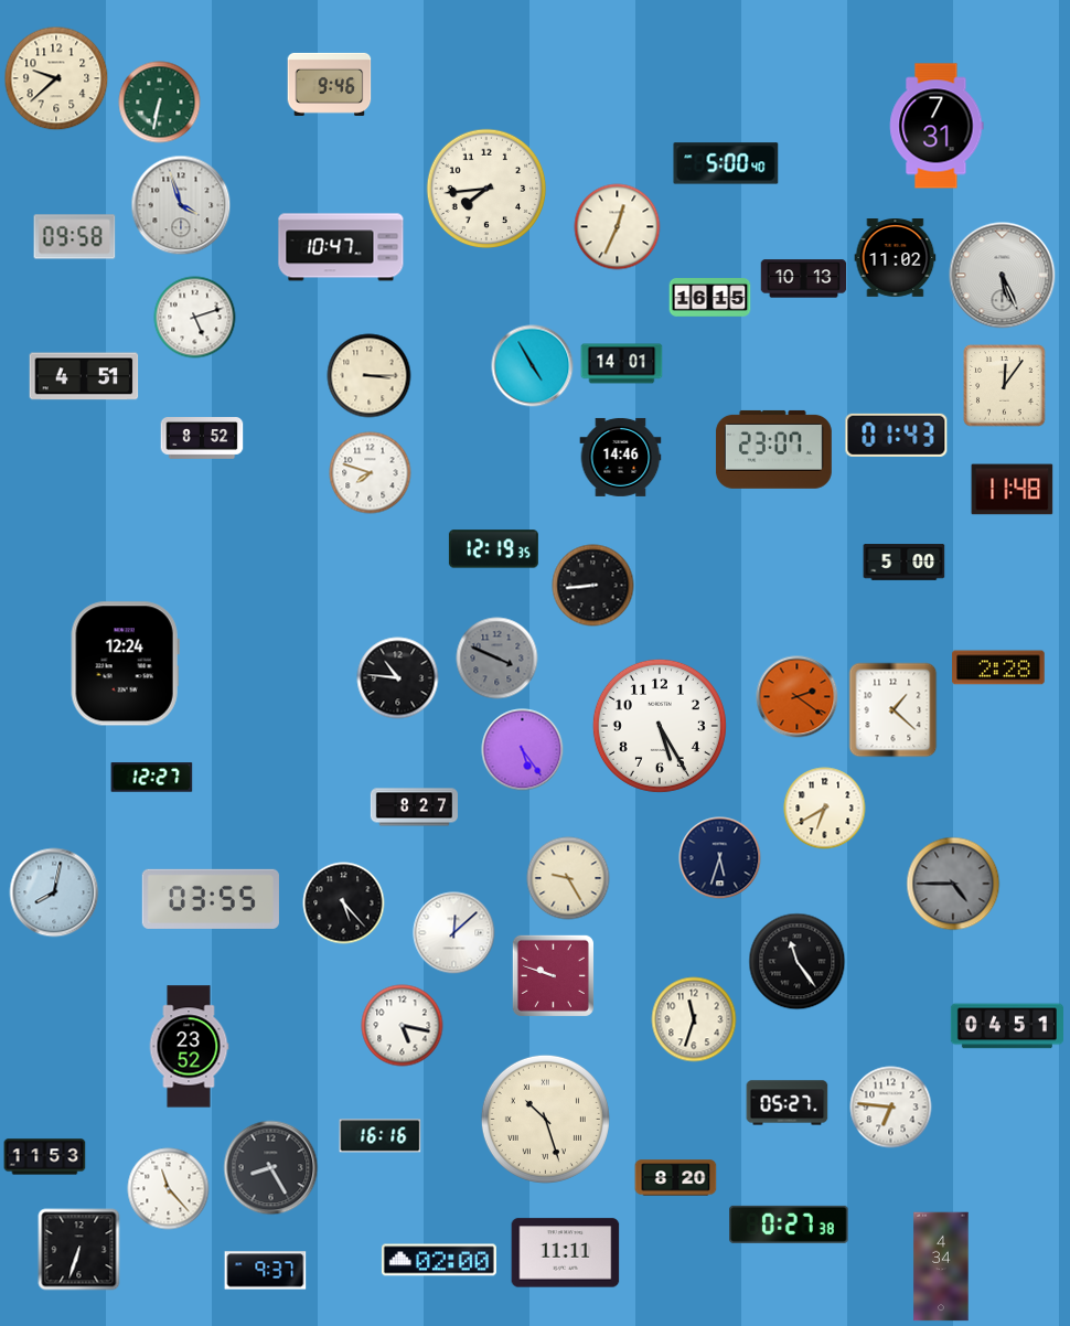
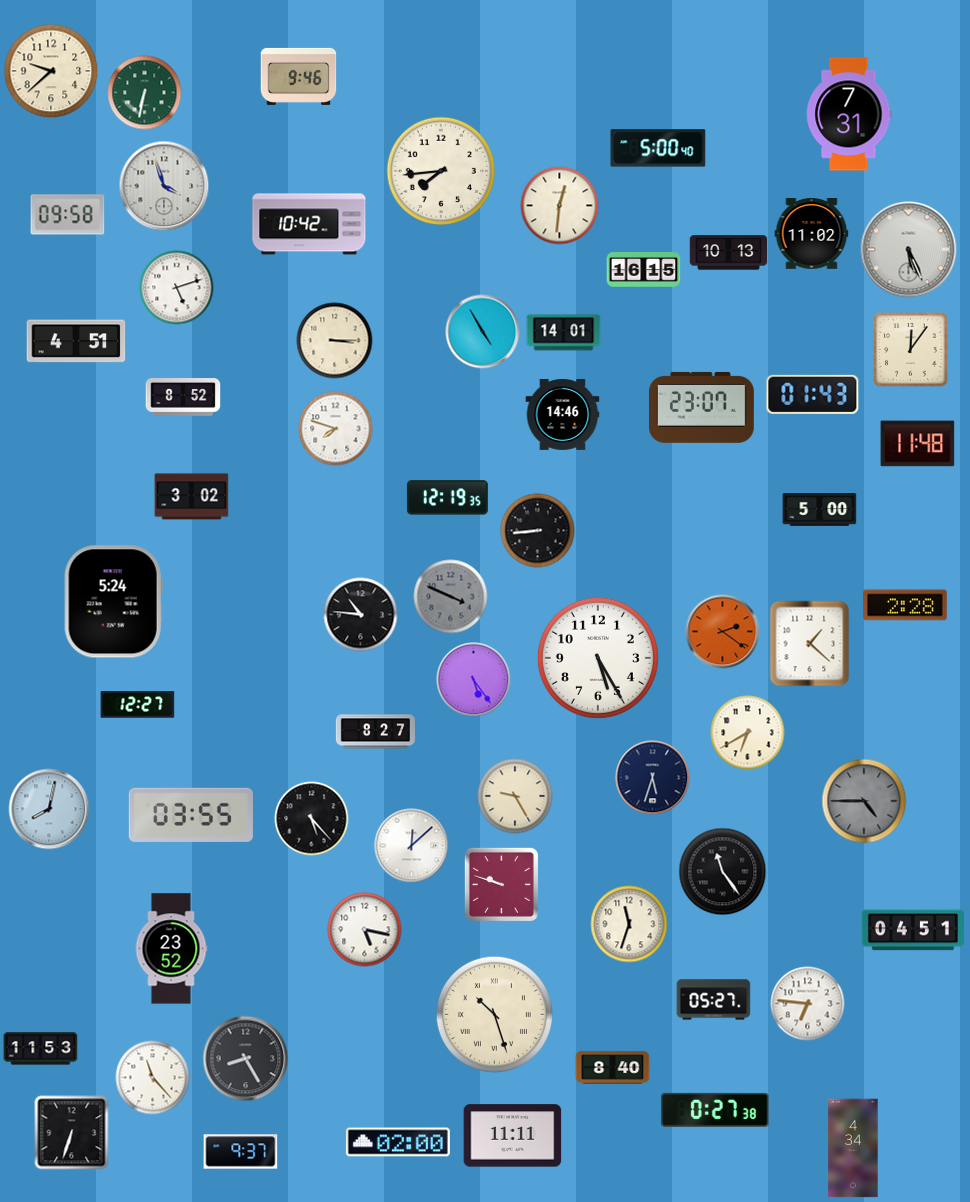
clock at (618, 227): 12:34 -> 12:31
clock at (341, 247): 10:47 -> 10:42
clock at (622, 364) position: (622, 364) -> (564, 333)
clock at (192, 497): none -> 3:02
clock at (125, 664): 12:24 -> 5:24
clock at (381, 1136): 16:16 -> none
clock at (676, 1178): 8:20 -> 8:40
